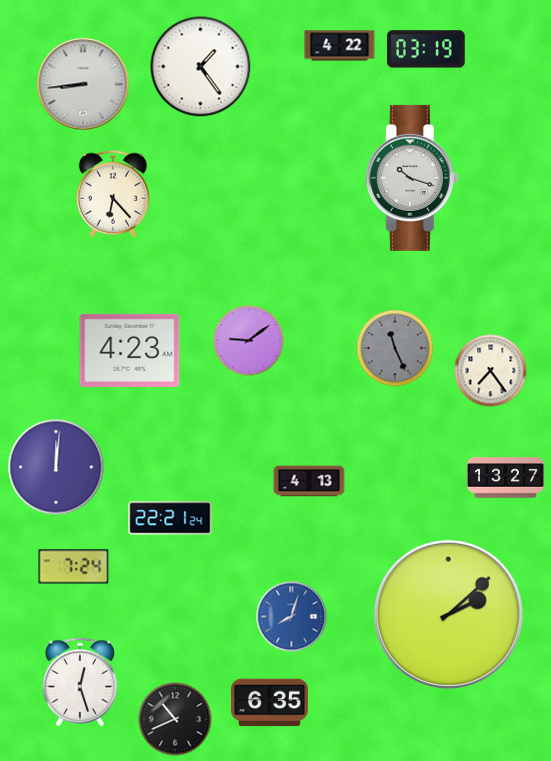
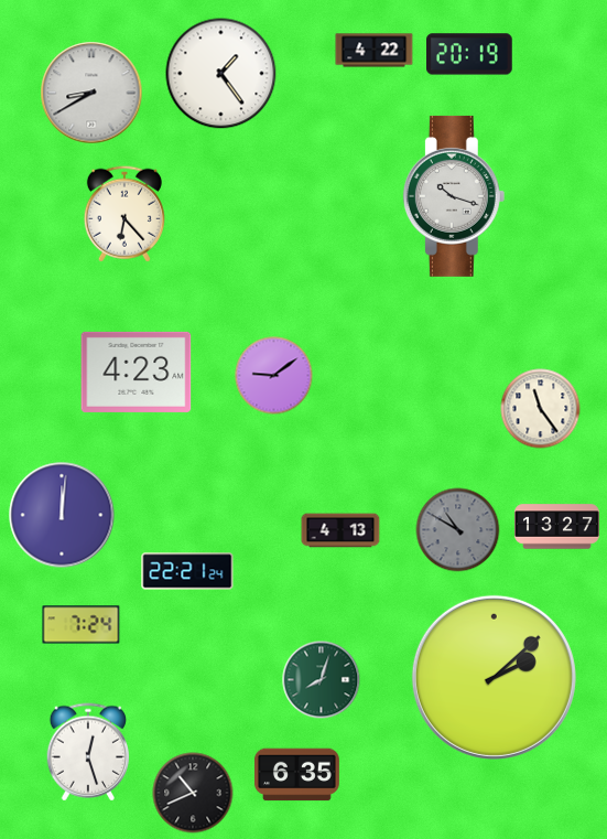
clock at (427, 49): 03:19 -> 20:19
clock at (83, 84): 8:44 -> 8:40
clock at (395, 348): 11:26 -> none
clock at (130, 350) position: (130, 350) -> (137, 372)
clock at (491, 371): 7:24 -> 11:24
clock at (458, 530): none -> 10:50
clock at (292, 617) dial: blue -> green
